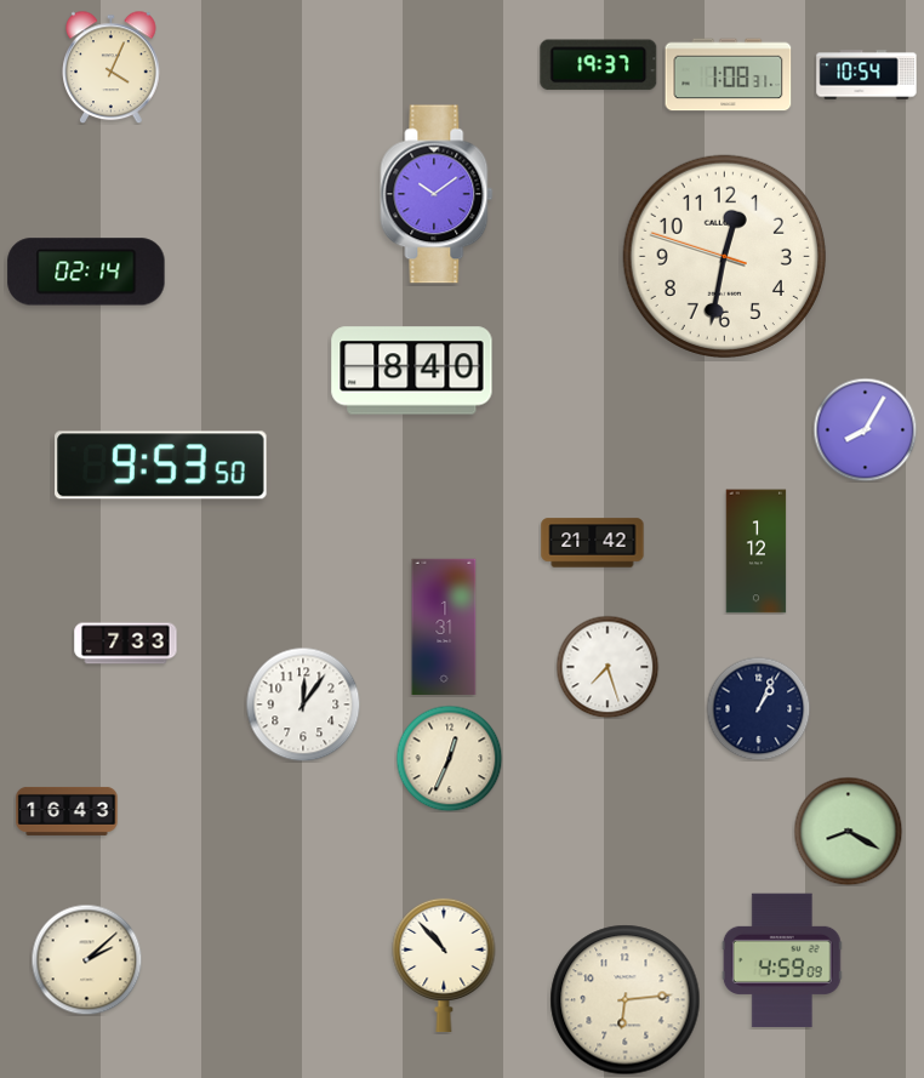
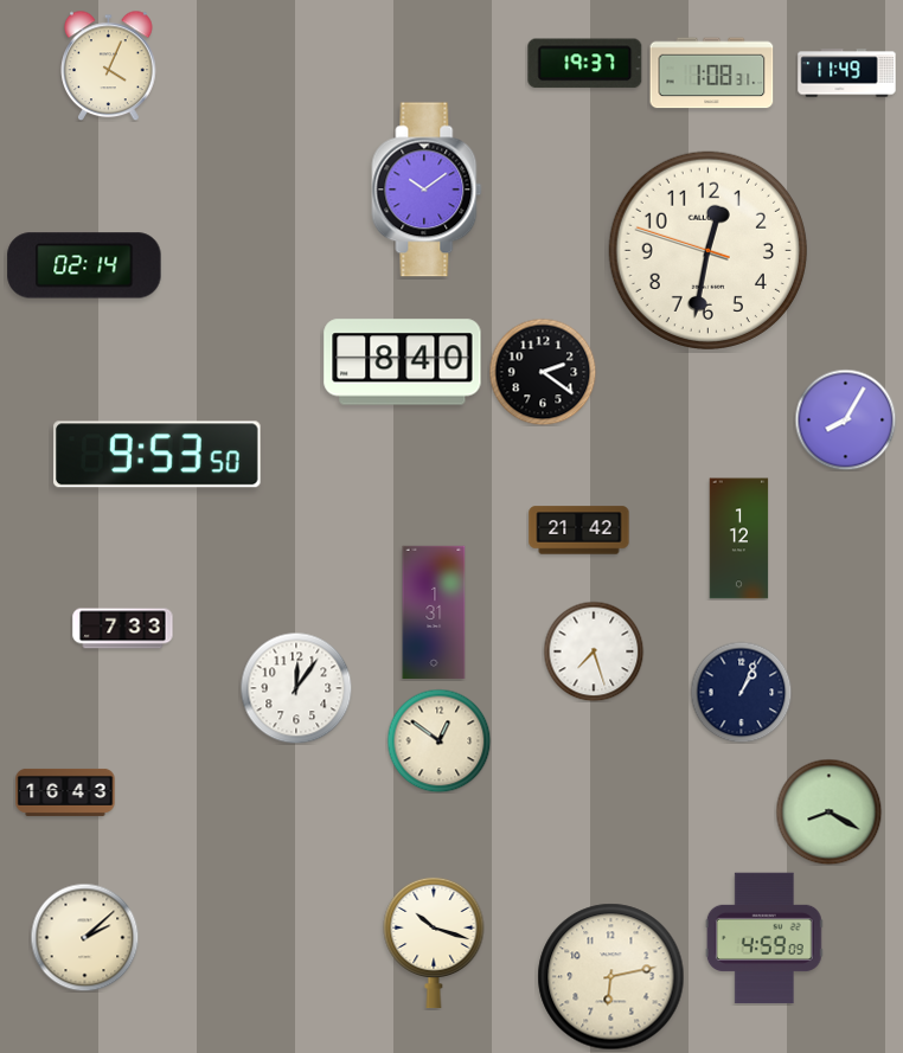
clock at (867, 75): 10:54 -> 11:49
clock at (543, 372): none -> 2:21
clock at (449, 758): 12:34 -> 12:51
clock at (444, 965): 10:53 -> 10:18
clock at (626, 1000): 6:14 -> 6:13
